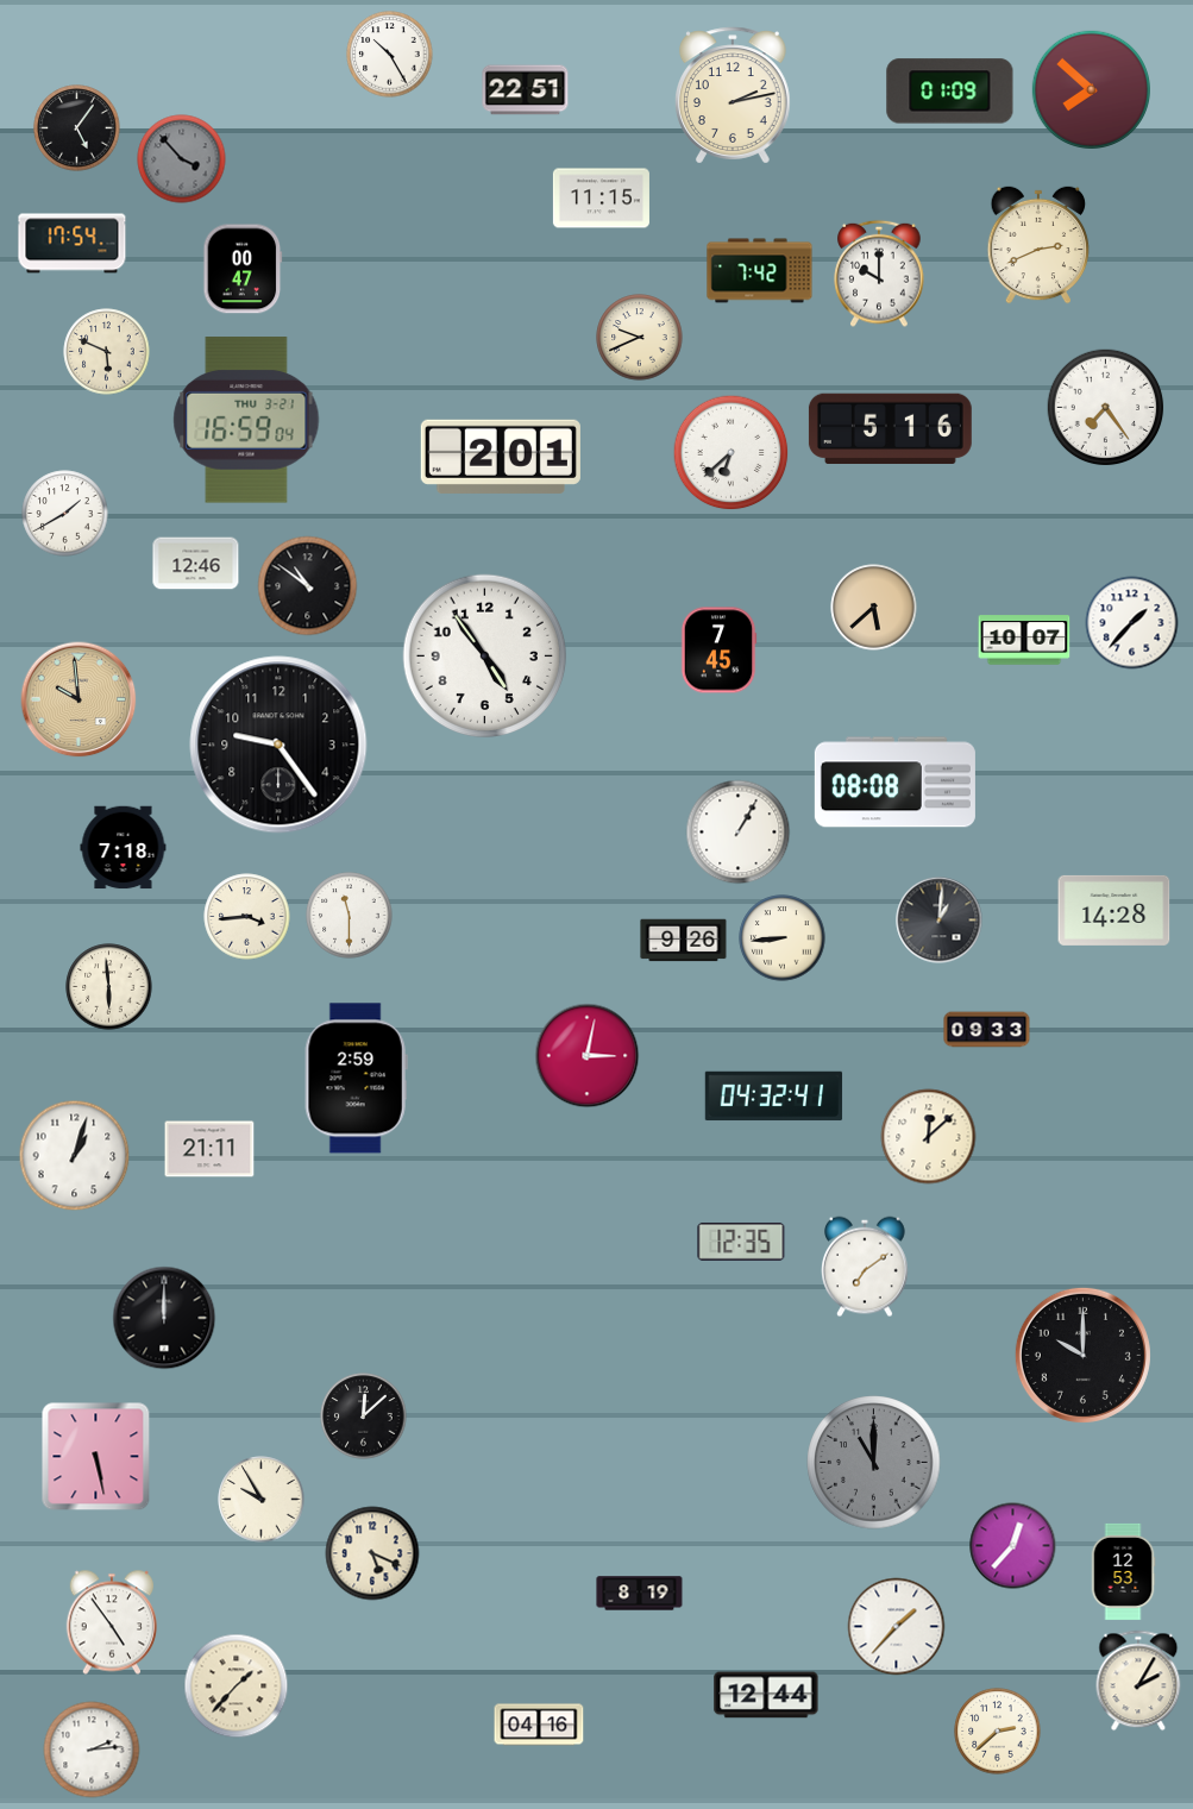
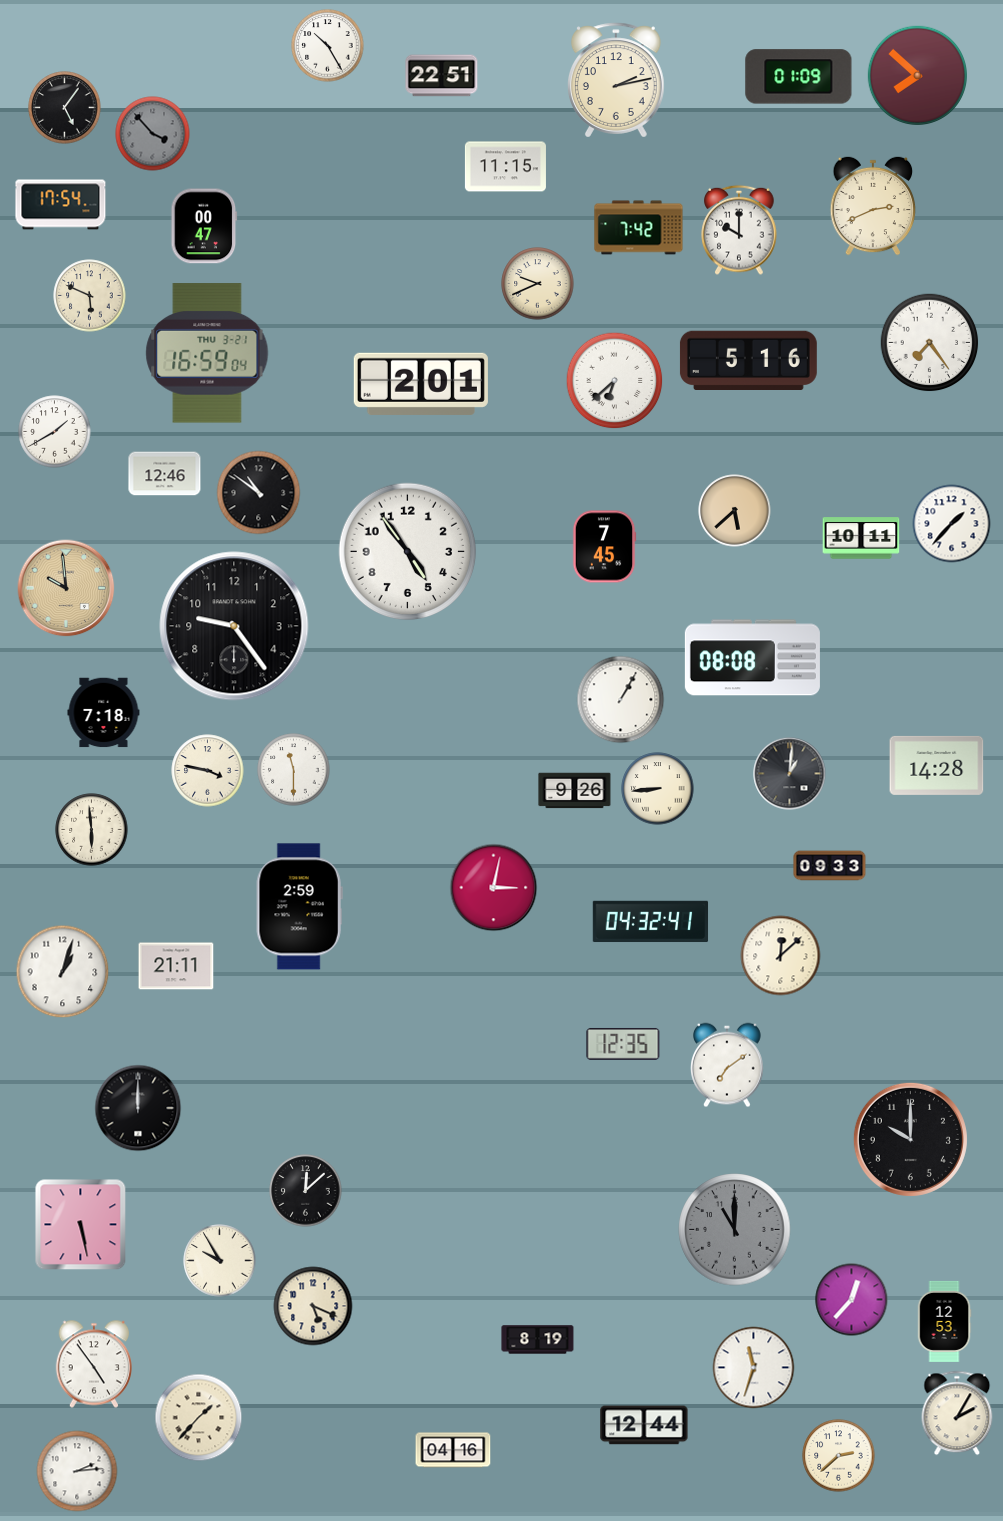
clock at (1024, 640): 10:07 -> 10:11
clock at (247, 917): 3:44 -> 3:47
clock at (897, 1627): 1:37 -> 11:33
